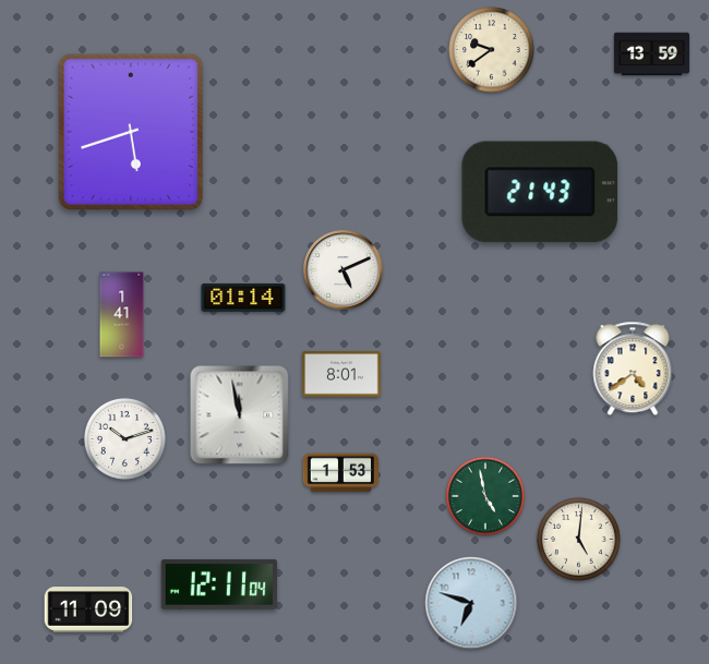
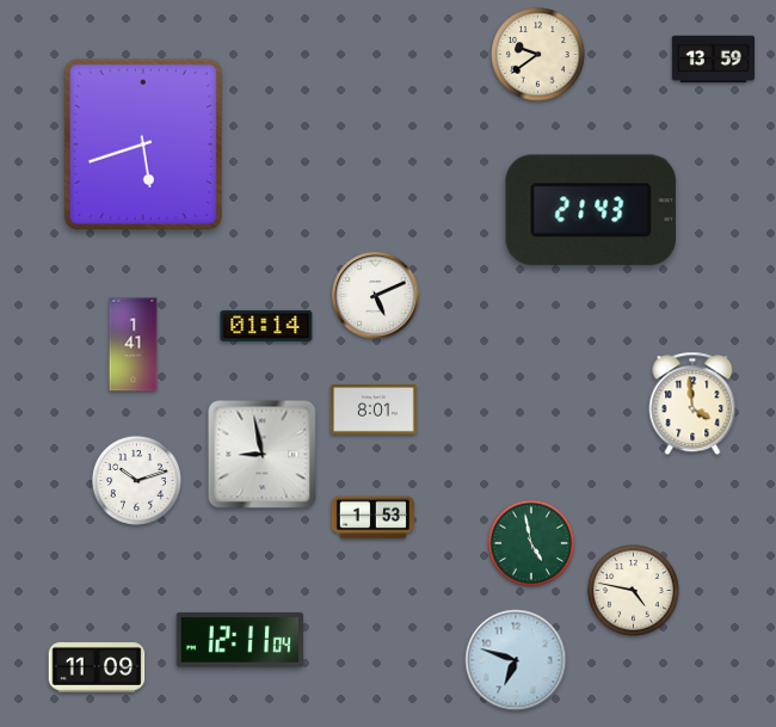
clock at (633, 369): 4:39 -> 3:59
clock at (240, 415): 11:58 -> 8:58
clock at (579, 540): 5:01 -> 4:47
